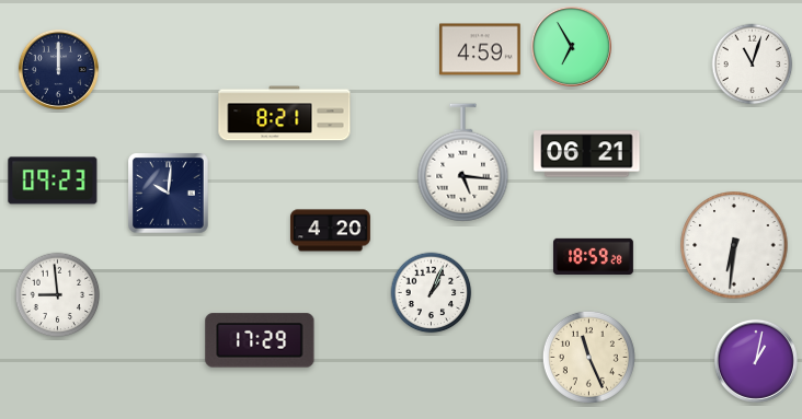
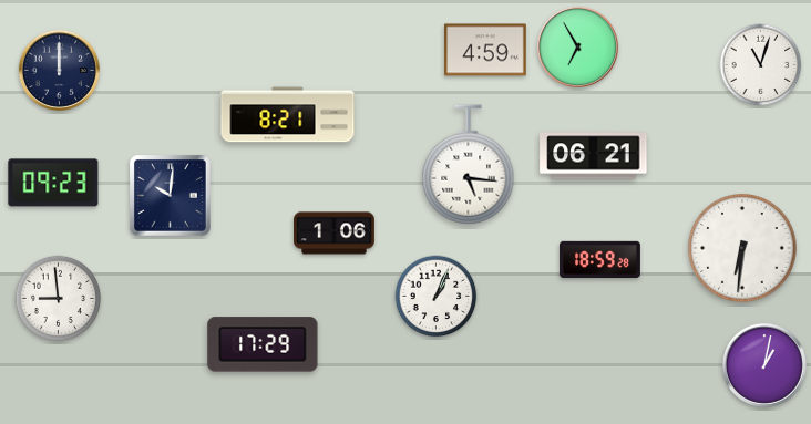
clock at (331, 231): 4:20 -> 1:06
clock at (588, 357): 11:26 -> none
